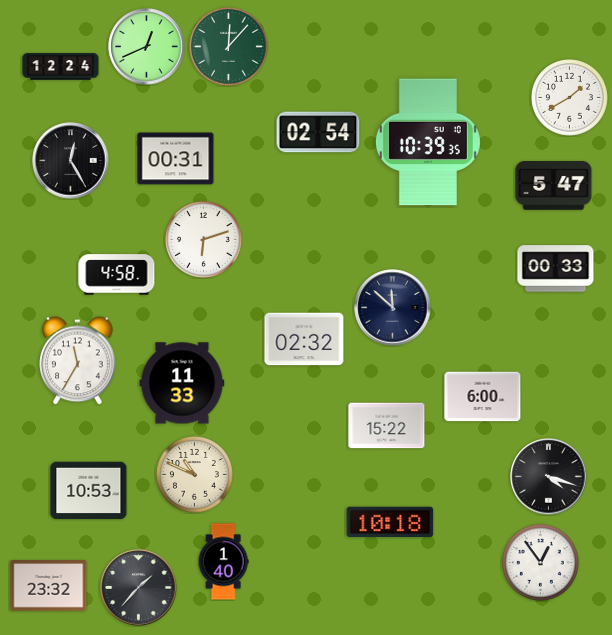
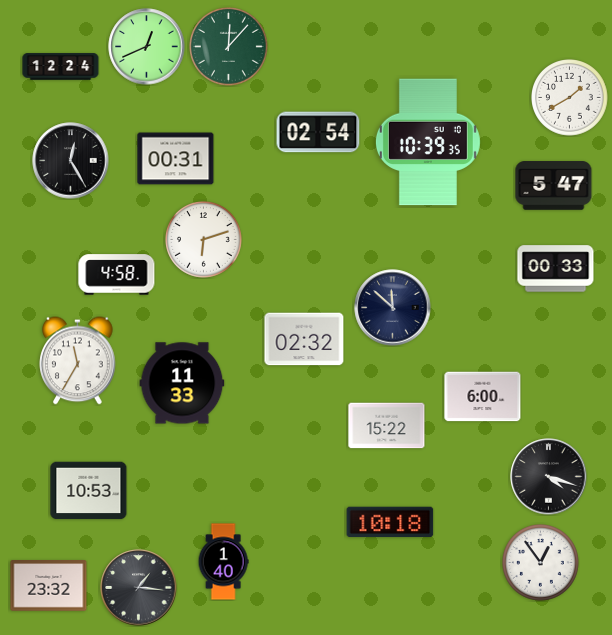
clock at (195, 475): 10:49 -> none
clock at (139, 588): 1:37 -> 1:16
